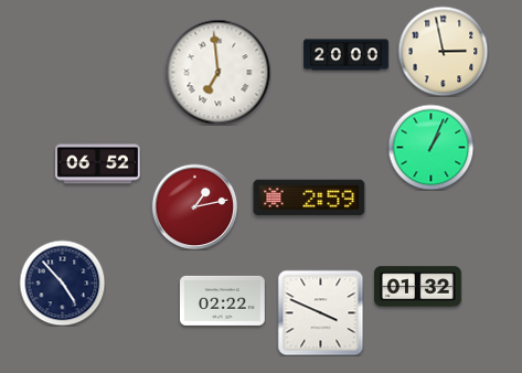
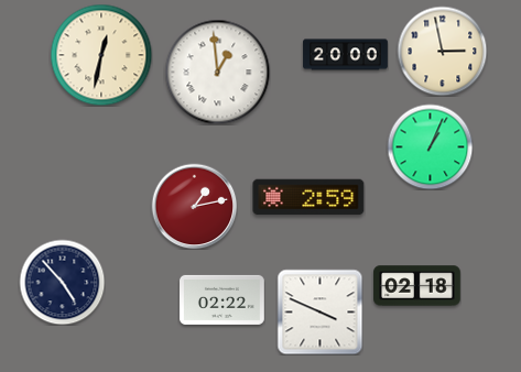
clock at (101, 55): none -> 12:32
clock at (217, 72): 6:59 -> 12:59
clock at (98, 164): 06:52 -> none
clock at (418, 287): 01:32 -> 02:18
